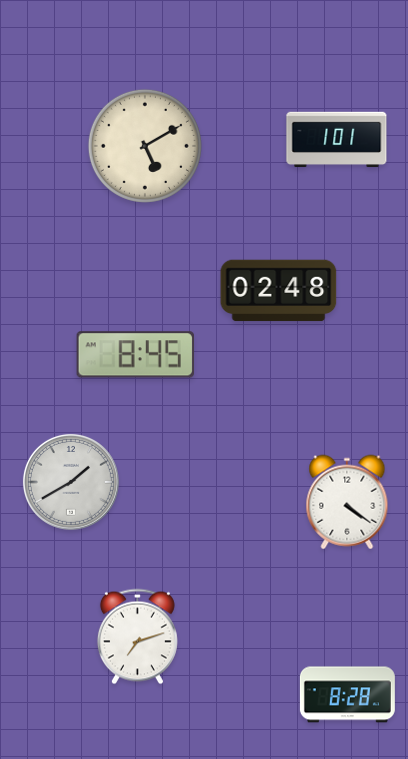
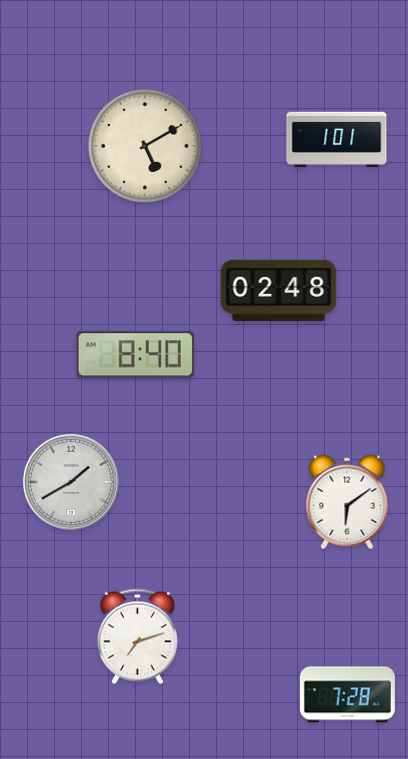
clock at (135, 355): 8:45 -> 8:40
clock at (347, 502): 4:21 -> 6:09
clock at (347, 695): 8:28 -> 7:28
